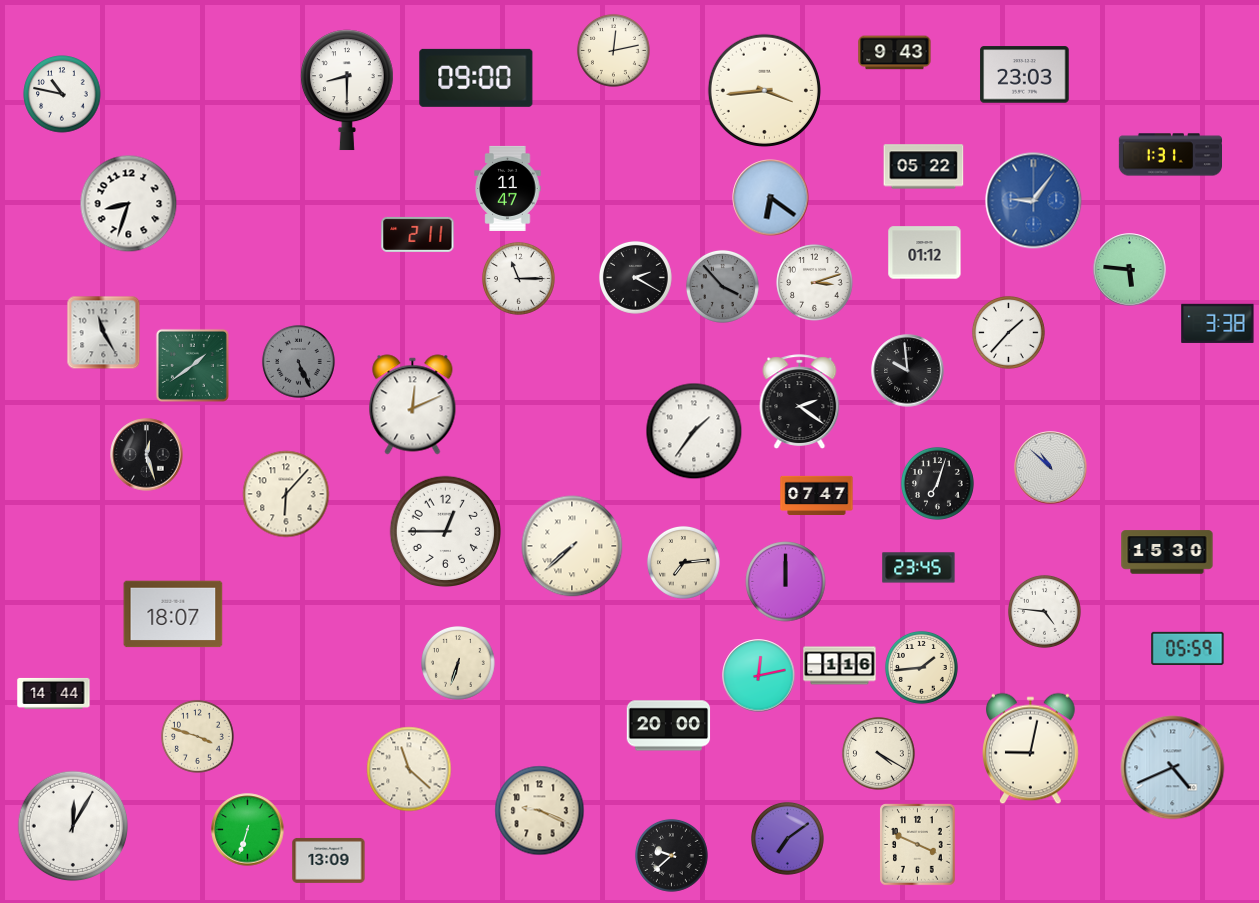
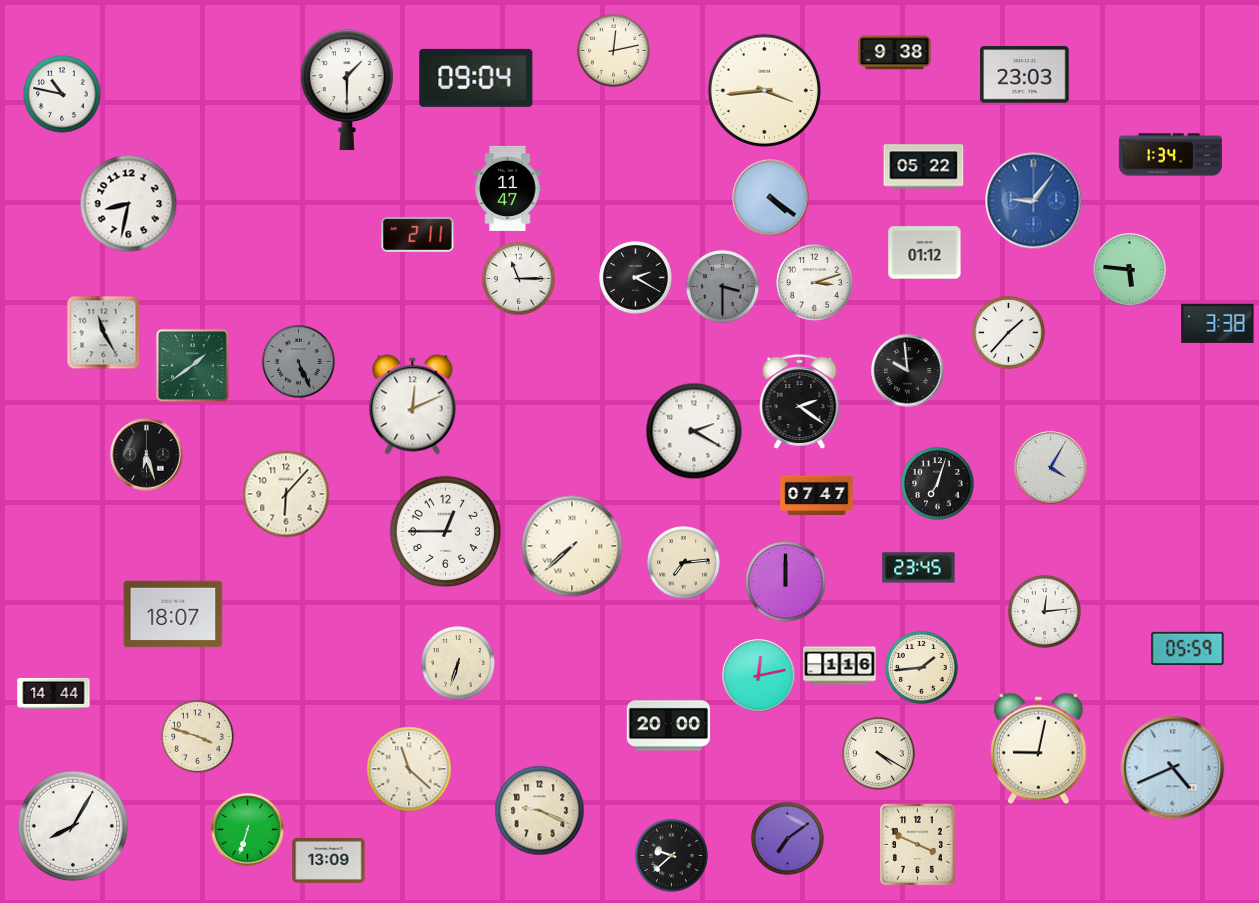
clock at (895, 53): 9:43 -> 9:38
clock at (476, 78): 09:00 -> 09:04
clock at (347, 90): 8:30 -> 1:30
clock at (1170, 155): 1:31 -> 1:34
clock at (771, 198): 6:21 -> 4:21
clock at (129, 204): 8:33 -> 8:32
clock at (722, 286): 3:53 -> 3:30
clock at (694, 431): 1:36 -> 2:20
clock at (147, 455): 12:27 -> 6:27
clock at (1051, 468): 10:52 -> 4:05
clock at (1167, 552): 15:30 -> none
clock at (1044, 611): 4:46 -> 12:14
clock at (1031, 749) position: (1031, 749) -> (1039, 749)
clock at (73, 826): 12:05 -> 8:05
